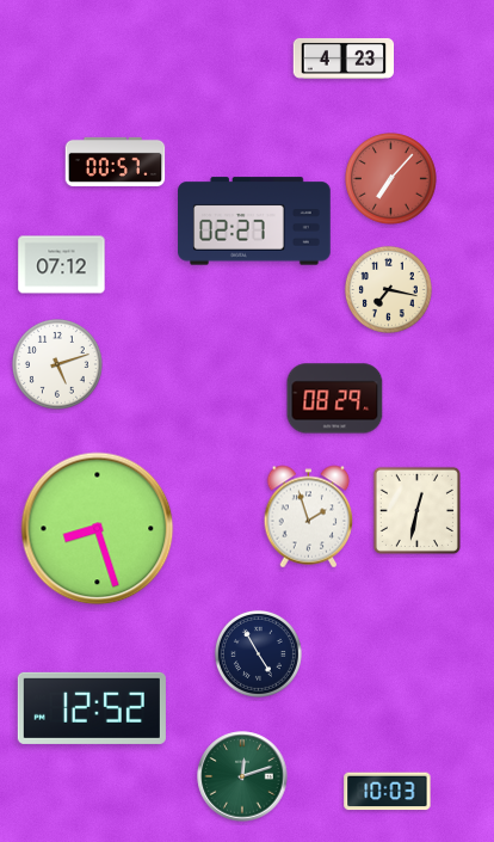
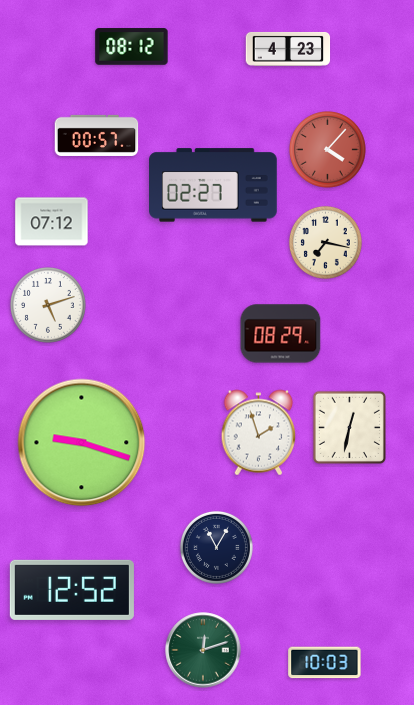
clock at (132, 47): none -> 08:12
clock at (391, 179): 7:07 -> 4:07
clock at (98, 529): 8:27 -> 9:18
clock at (258, 653): 4:55 -> 11:05
clock at (92, 708) position: (92, 708) -> (72, 590)
